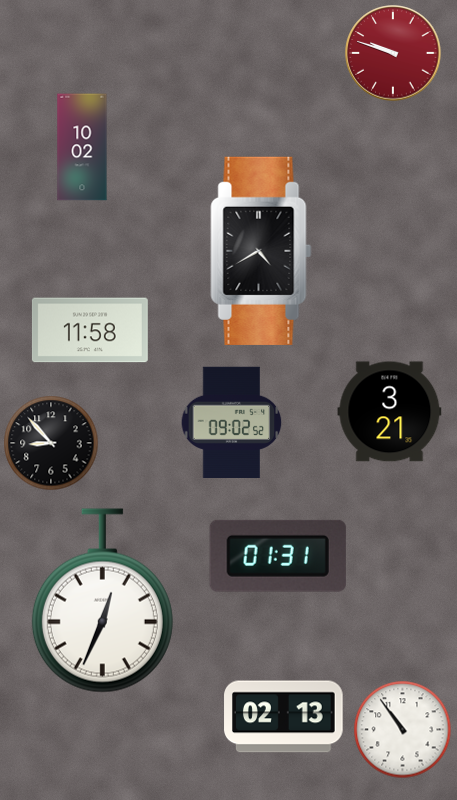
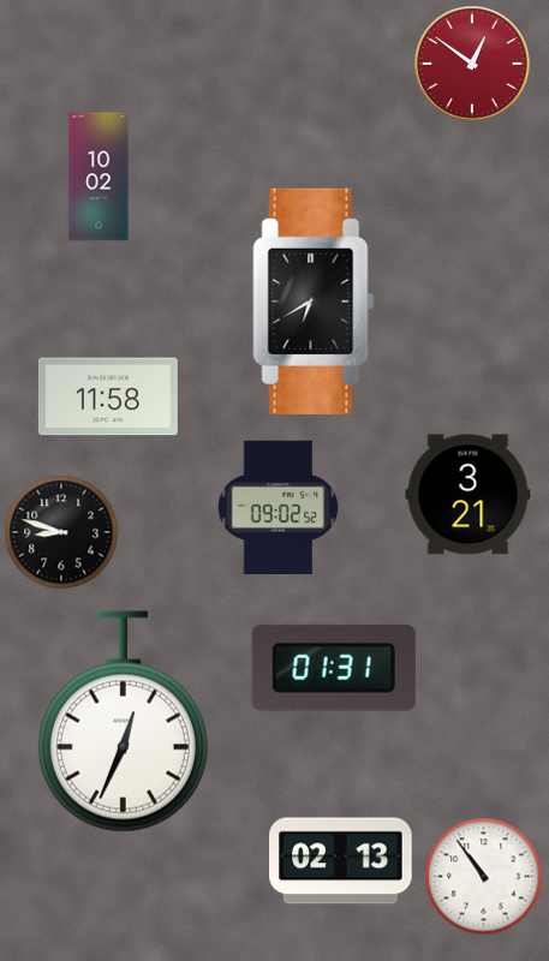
clock at (393, 53): 9:48 -> 12:51
clock at (261, 251): 4:40 -> 6:40
clock at (51, 443): 8:53 -> 8:48
